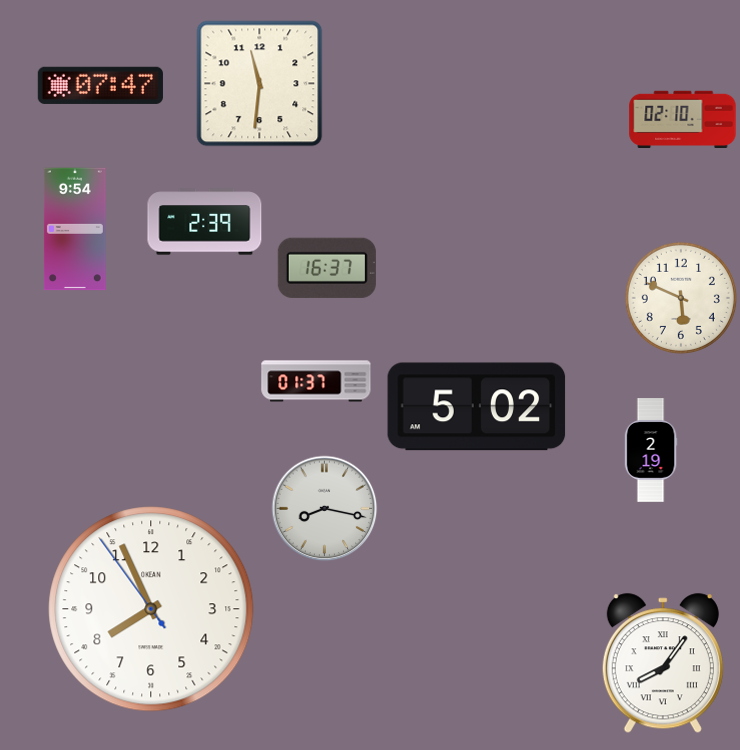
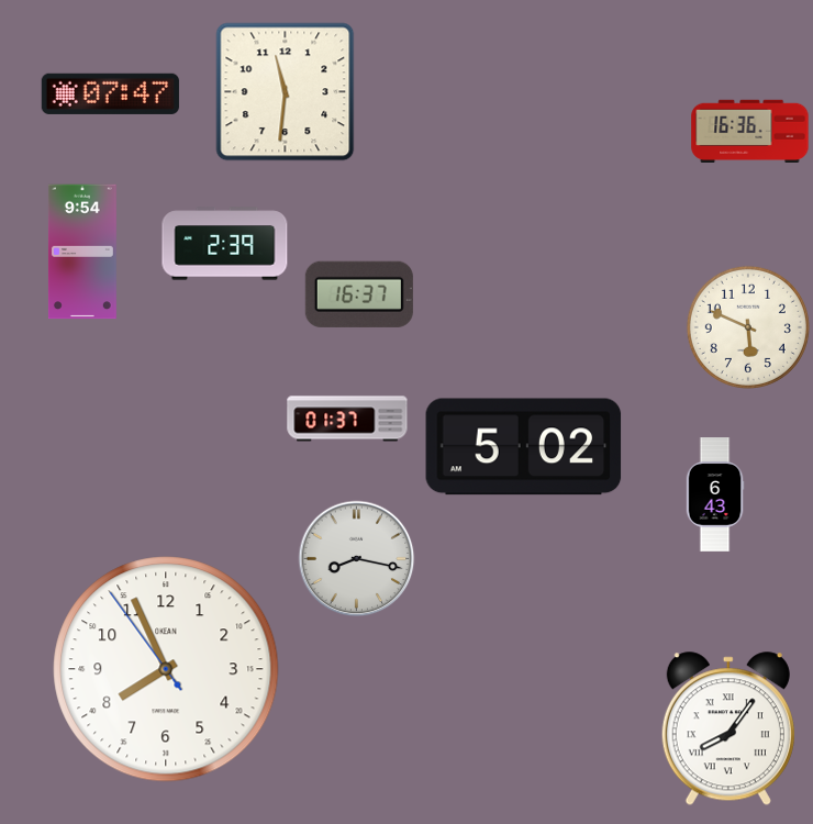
clock at (683, 119): 02:10 -> 16:36
clock at (651, 450): 2:19 -> 6:43
